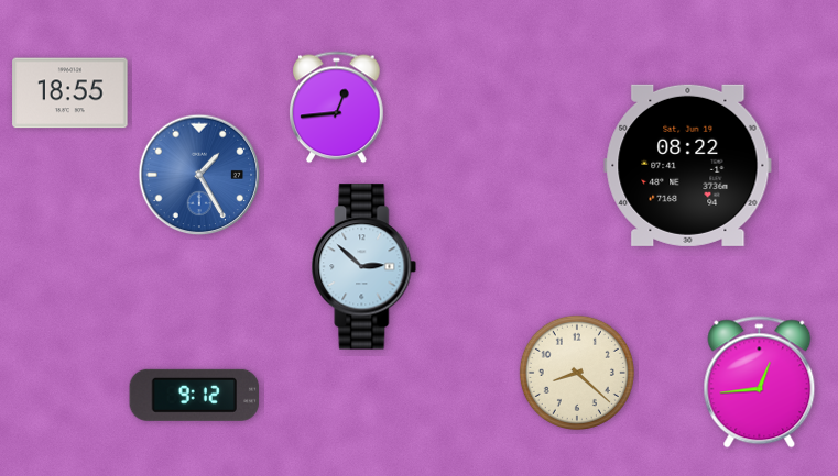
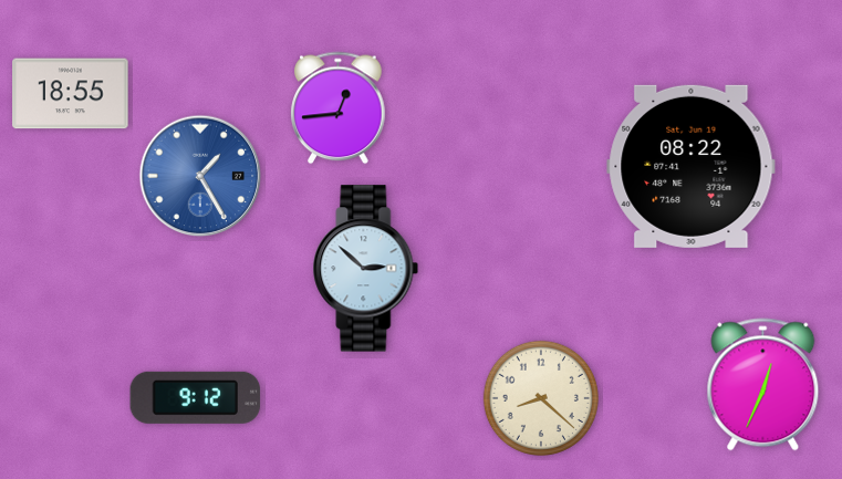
clock at (577, 373) position: (577, 373) -> (541, 398)
clock at (760, 383): 12:44 -> 12:34
